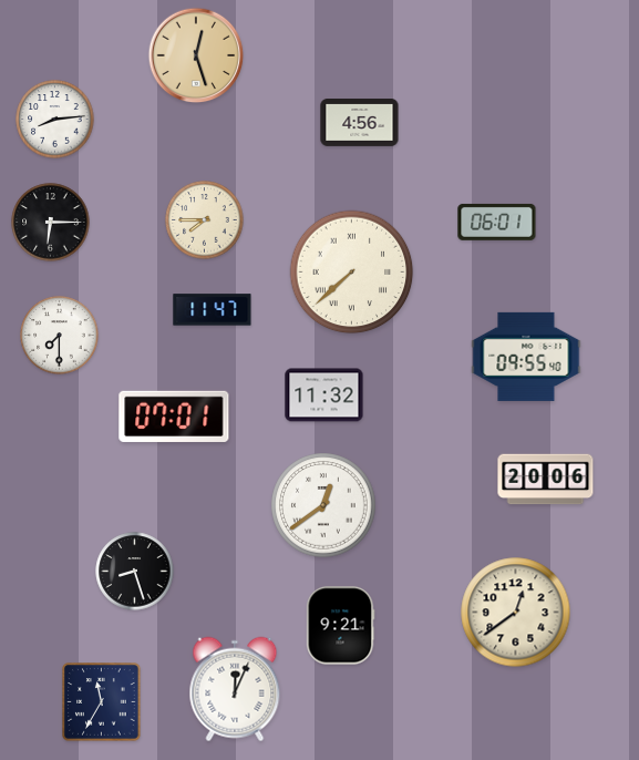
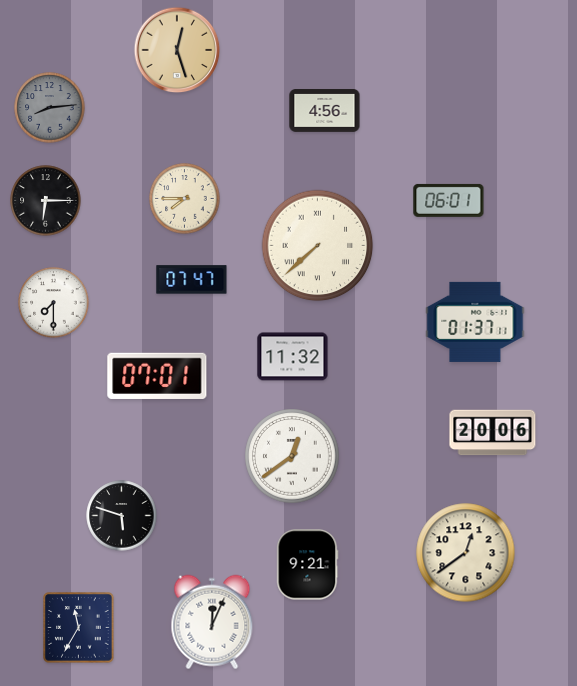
clock at (55, 120) dial: white -> grey
clock at (213, 310): 11:47 -> 07:47
clock at (526, 357): 09:55 -> 01:37
clock at (135, 572): 8:27 -> 5:48
clock at (102, 702) position: (102, 702) -> (79, 628)
